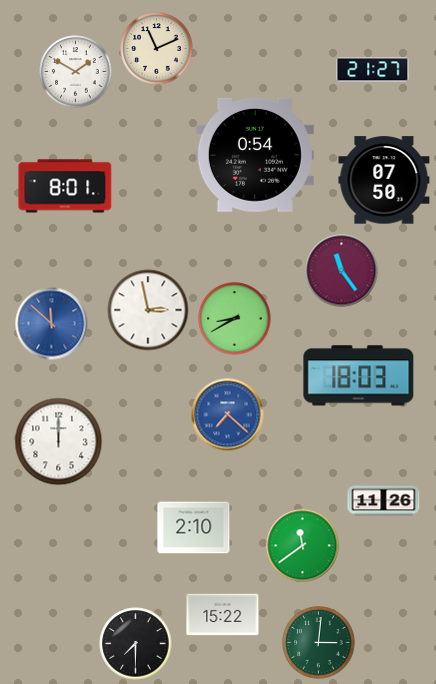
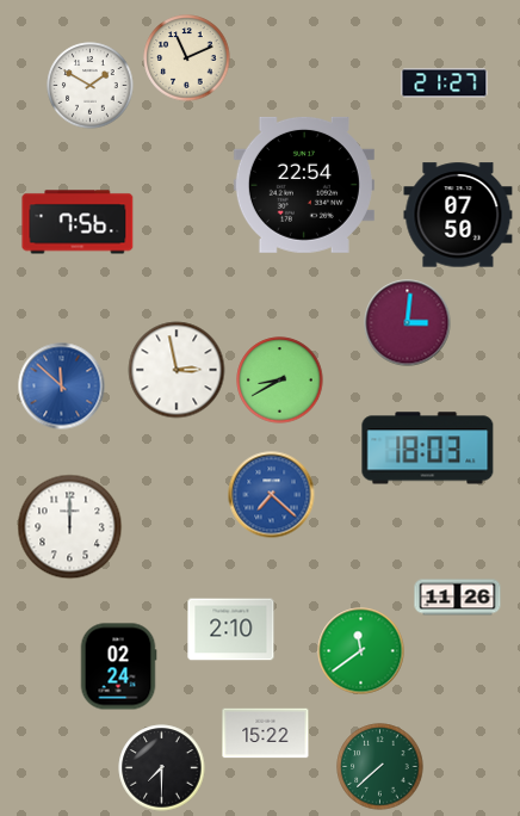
clock at (255, 155): 0:54 -> 22:54
clock at (65, 186): 8:01 -> 7:56
clock at (342, 271): 11:24 -> 3:01
clock at (118, 667): none -> 02:24
clock at (319, 643): 3:01 -> 7:38
